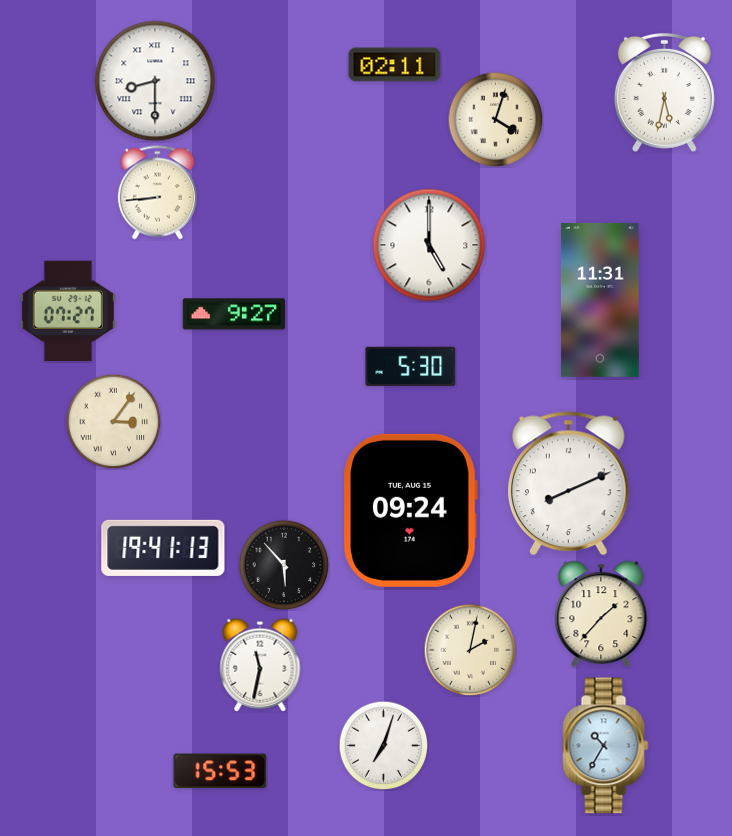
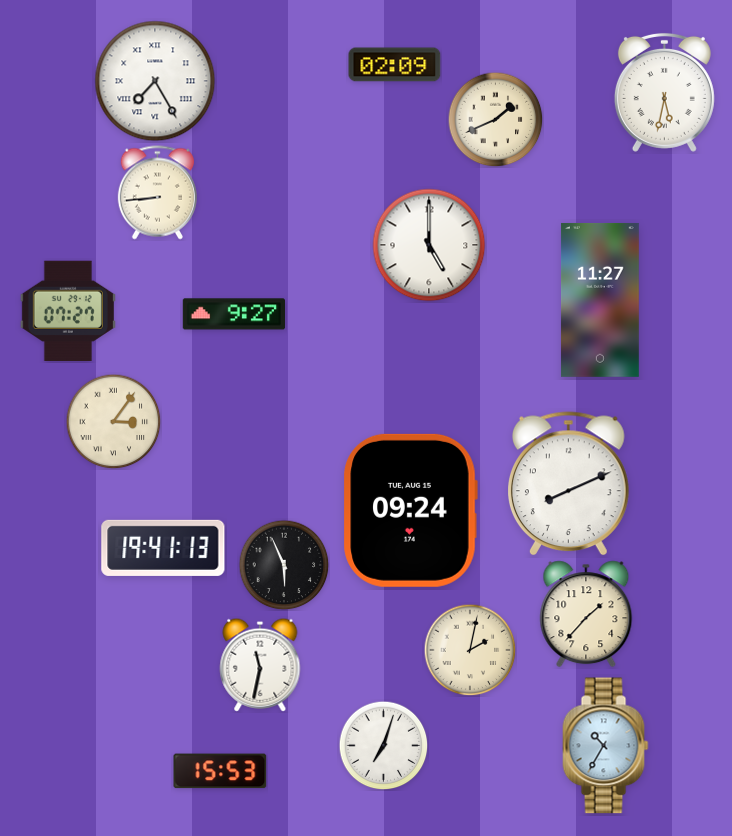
clock at (395, 65): 02:11 -> 02:09
clock at (155, 81): 8:30 -> 7:25
clock at (495, 119): 4:03 -> 1:41
clock at (600, 300): 11:31 -> 11:27
clock at (411, 366): 5:30 -> none
clock at (284, 565): 5:53 -> 5:56
clock at (601, 614) position: (601, 614) -> (586, 614)
